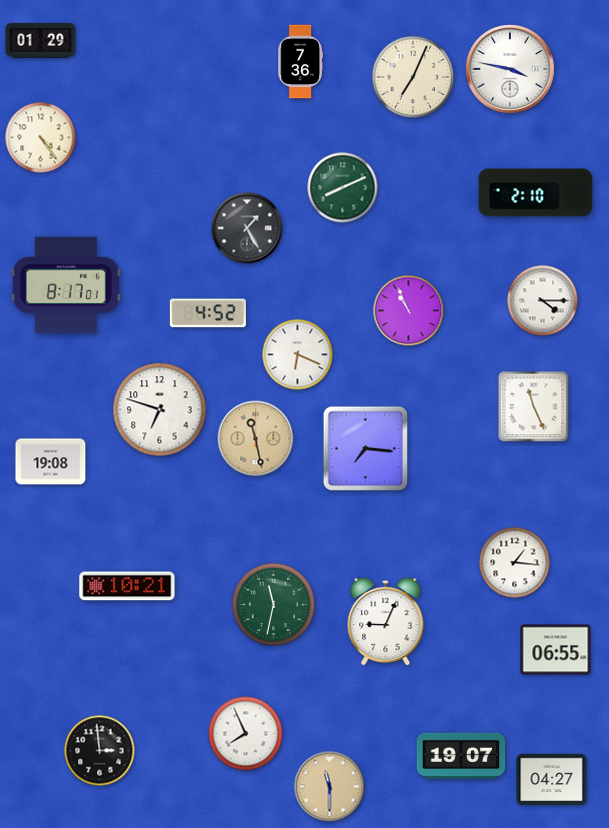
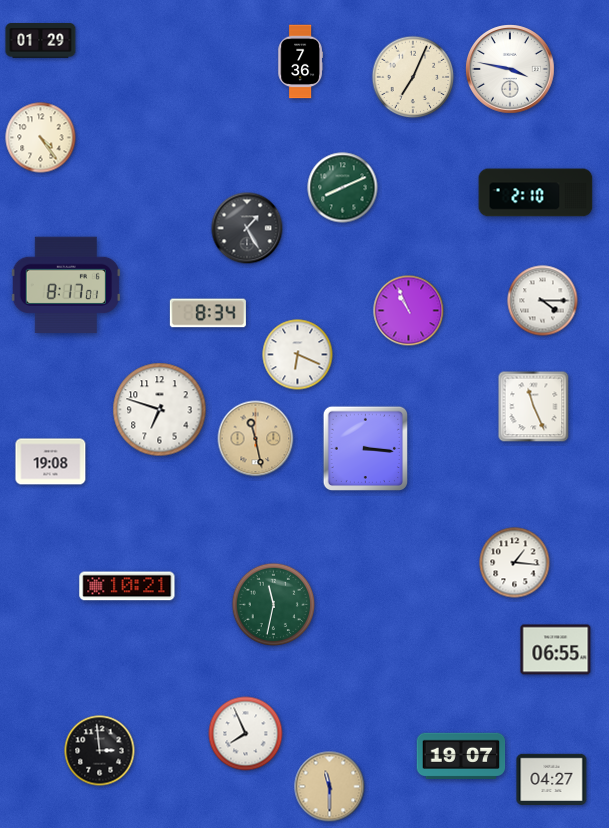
clock at (208, 313): 4:52 -> 8:34
clock at (365, 448): 7:16 -> 3:16
clock at (386, 621): 9:04 -> none
